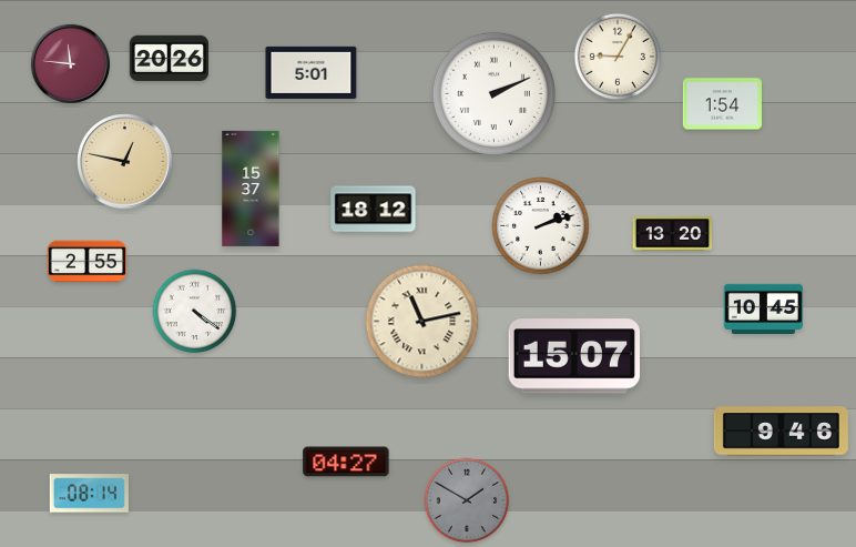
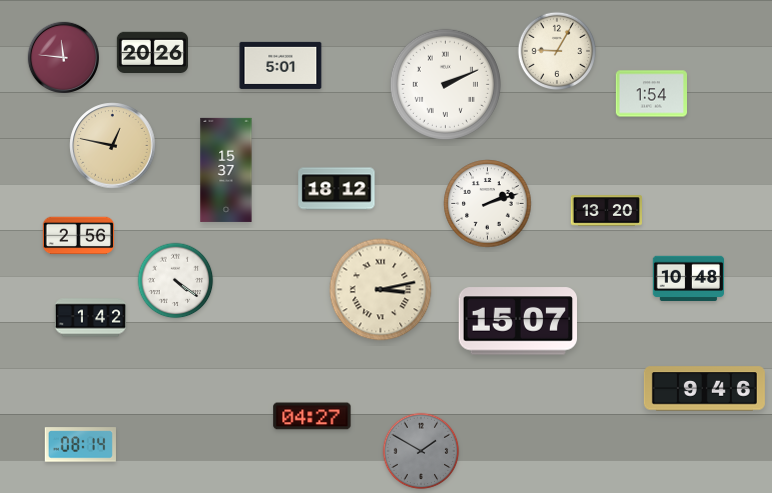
clock at (86, 262): 2:55 -> 2:56
clock at (763, 310): 10:45 -> 10:48
clock at (422, 322): 11:13 -> 3:13
clock at (90, 318): none -> 1:42
